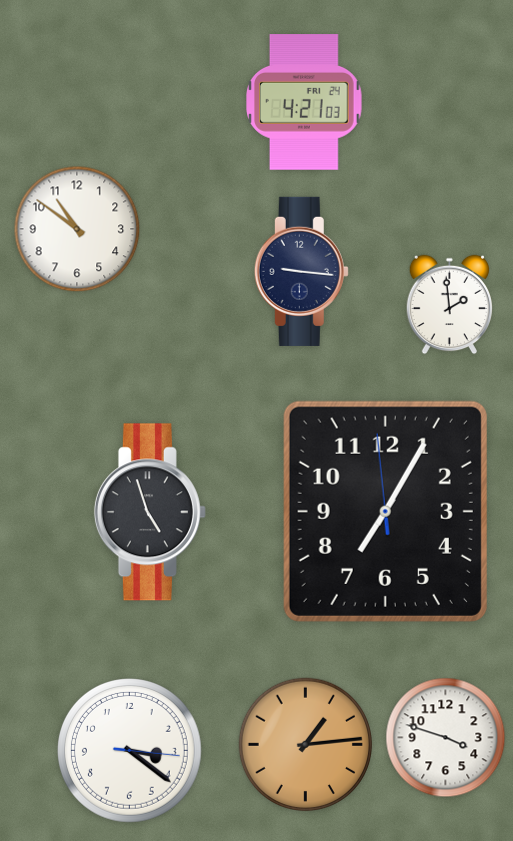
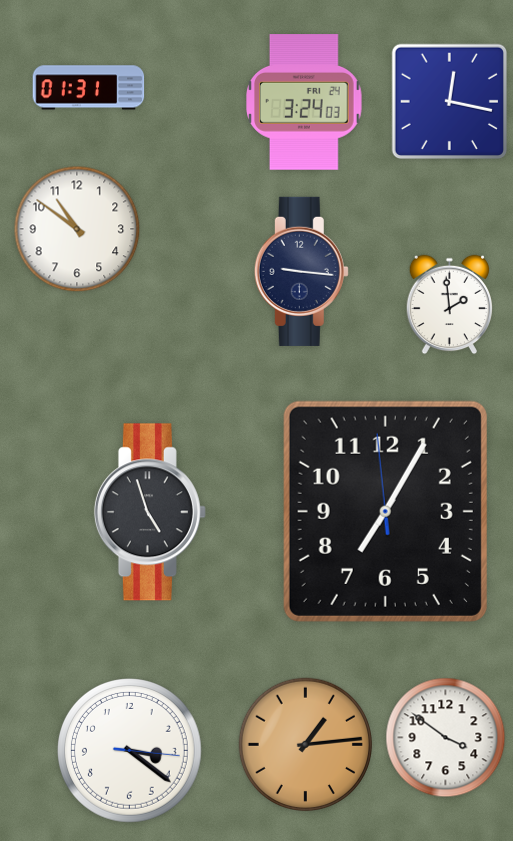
clock at (89, 88): none -> 01:31
clock at (449, 101): none -> 12:17
clock at (304, 102): 4:21 -> 3:24
clock at (446, 738): 3:48 -> 3:51
